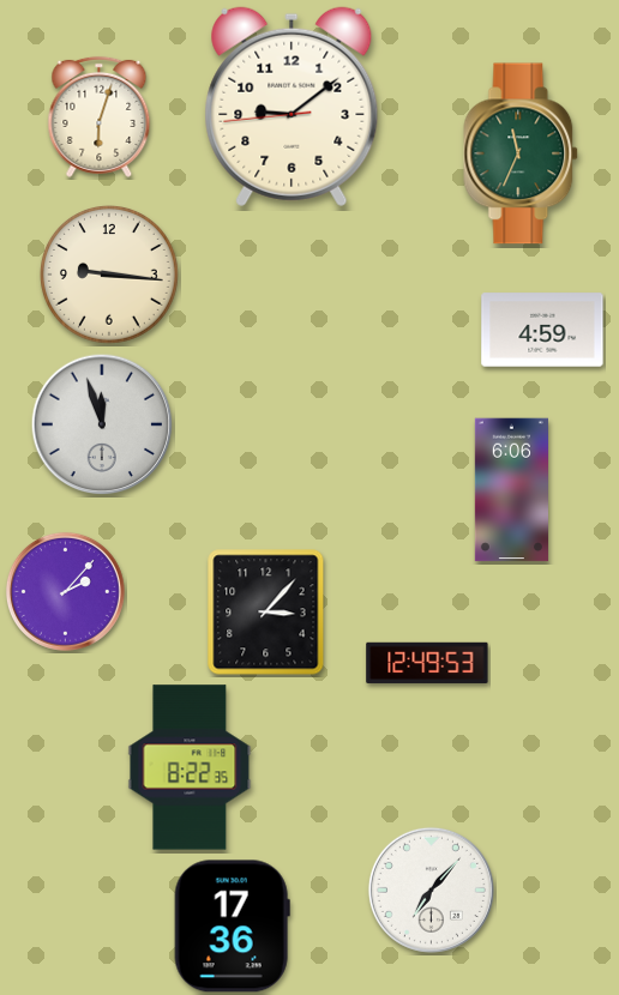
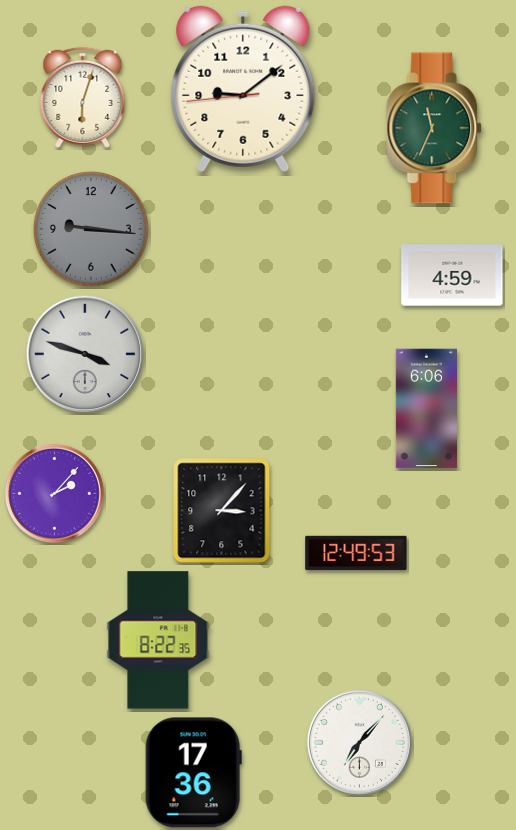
clock at (110, 276) dial: cream -> grey
clock at (102, 424): 11:57 -> 3:48
